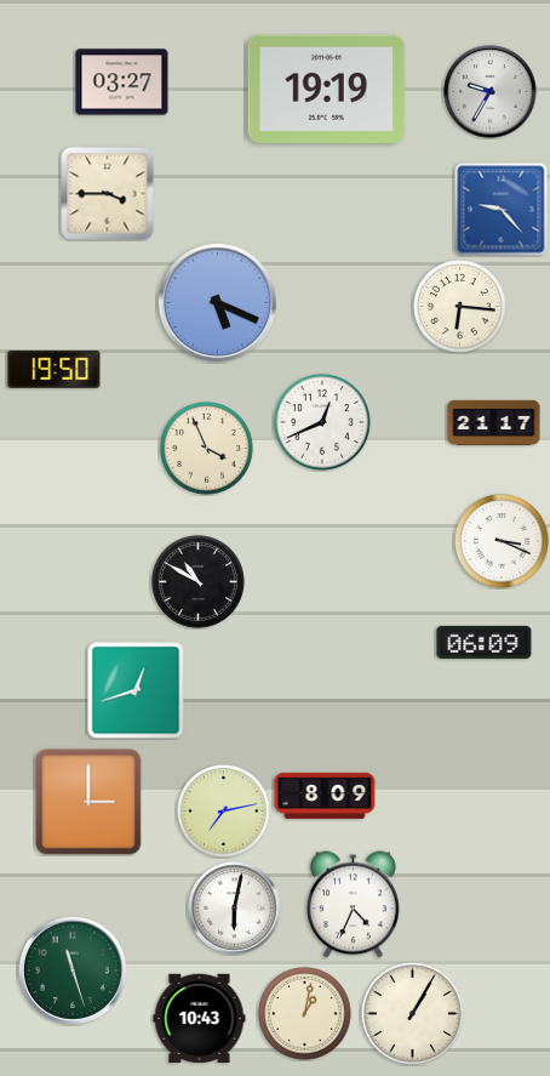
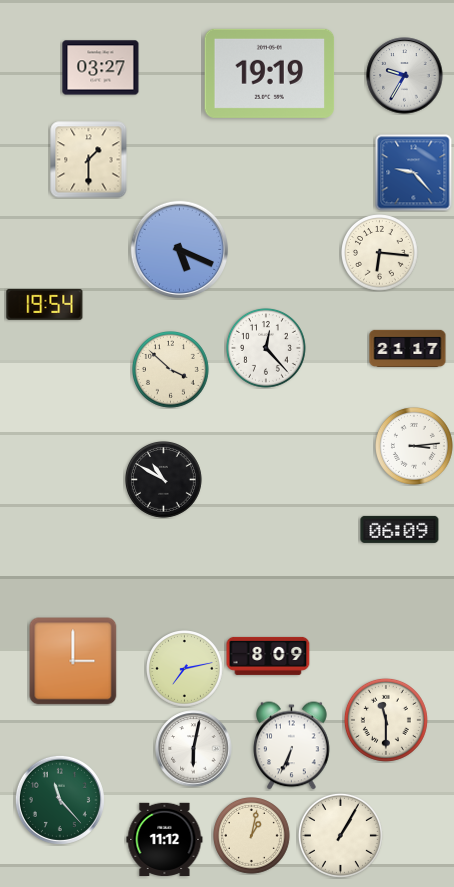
clock at (108, 194): 3:45 -> 1:30
clock at (55, 369): 19:50 -> 19:54
clock at (322, 422): 12:41 -> 12:23
clock at (207, 449): 3:56 -> 3:52
clock at (503, 542): 3:19 -> 3:14
clock at (136, 690): 12:42 -> none
clock at (386, 720): none -> 11:30
clock at (354, 905): 4:34 -> 6:34
clock at (73, 970): 11:27 -> 11:23
clock at (200, 1018): 10:43 -> 11:12
